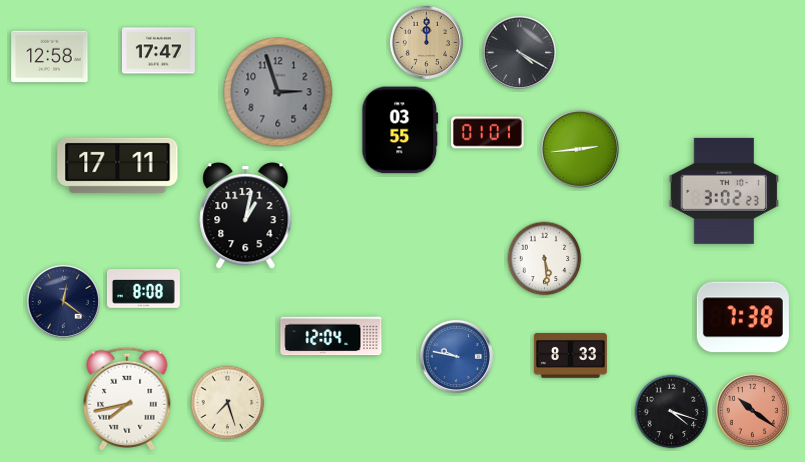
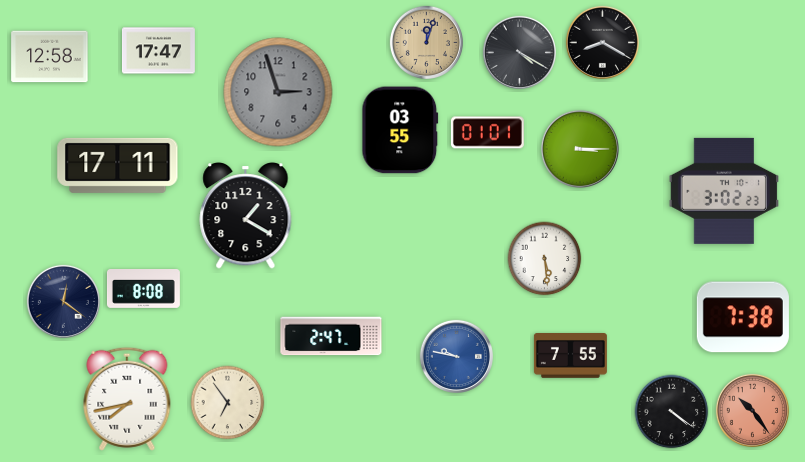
clock at (426, 42): 12:00 -> 12:03
clock at (602, 42): none -> 8:20
clock at (580, 149): 2:44 -> 3:15
clock at (246, 216): 1:02 -> 1:20
clock at (331, 336): 12:04 -> 2:47
clock at (570, 356): 8:33 -> 7:55
clock at (228, 403): 7:27 -> 6:54
clock at (752, 410): 10:21 -> 10:24
clock at (672, 412): 4:18 -> 4:21
